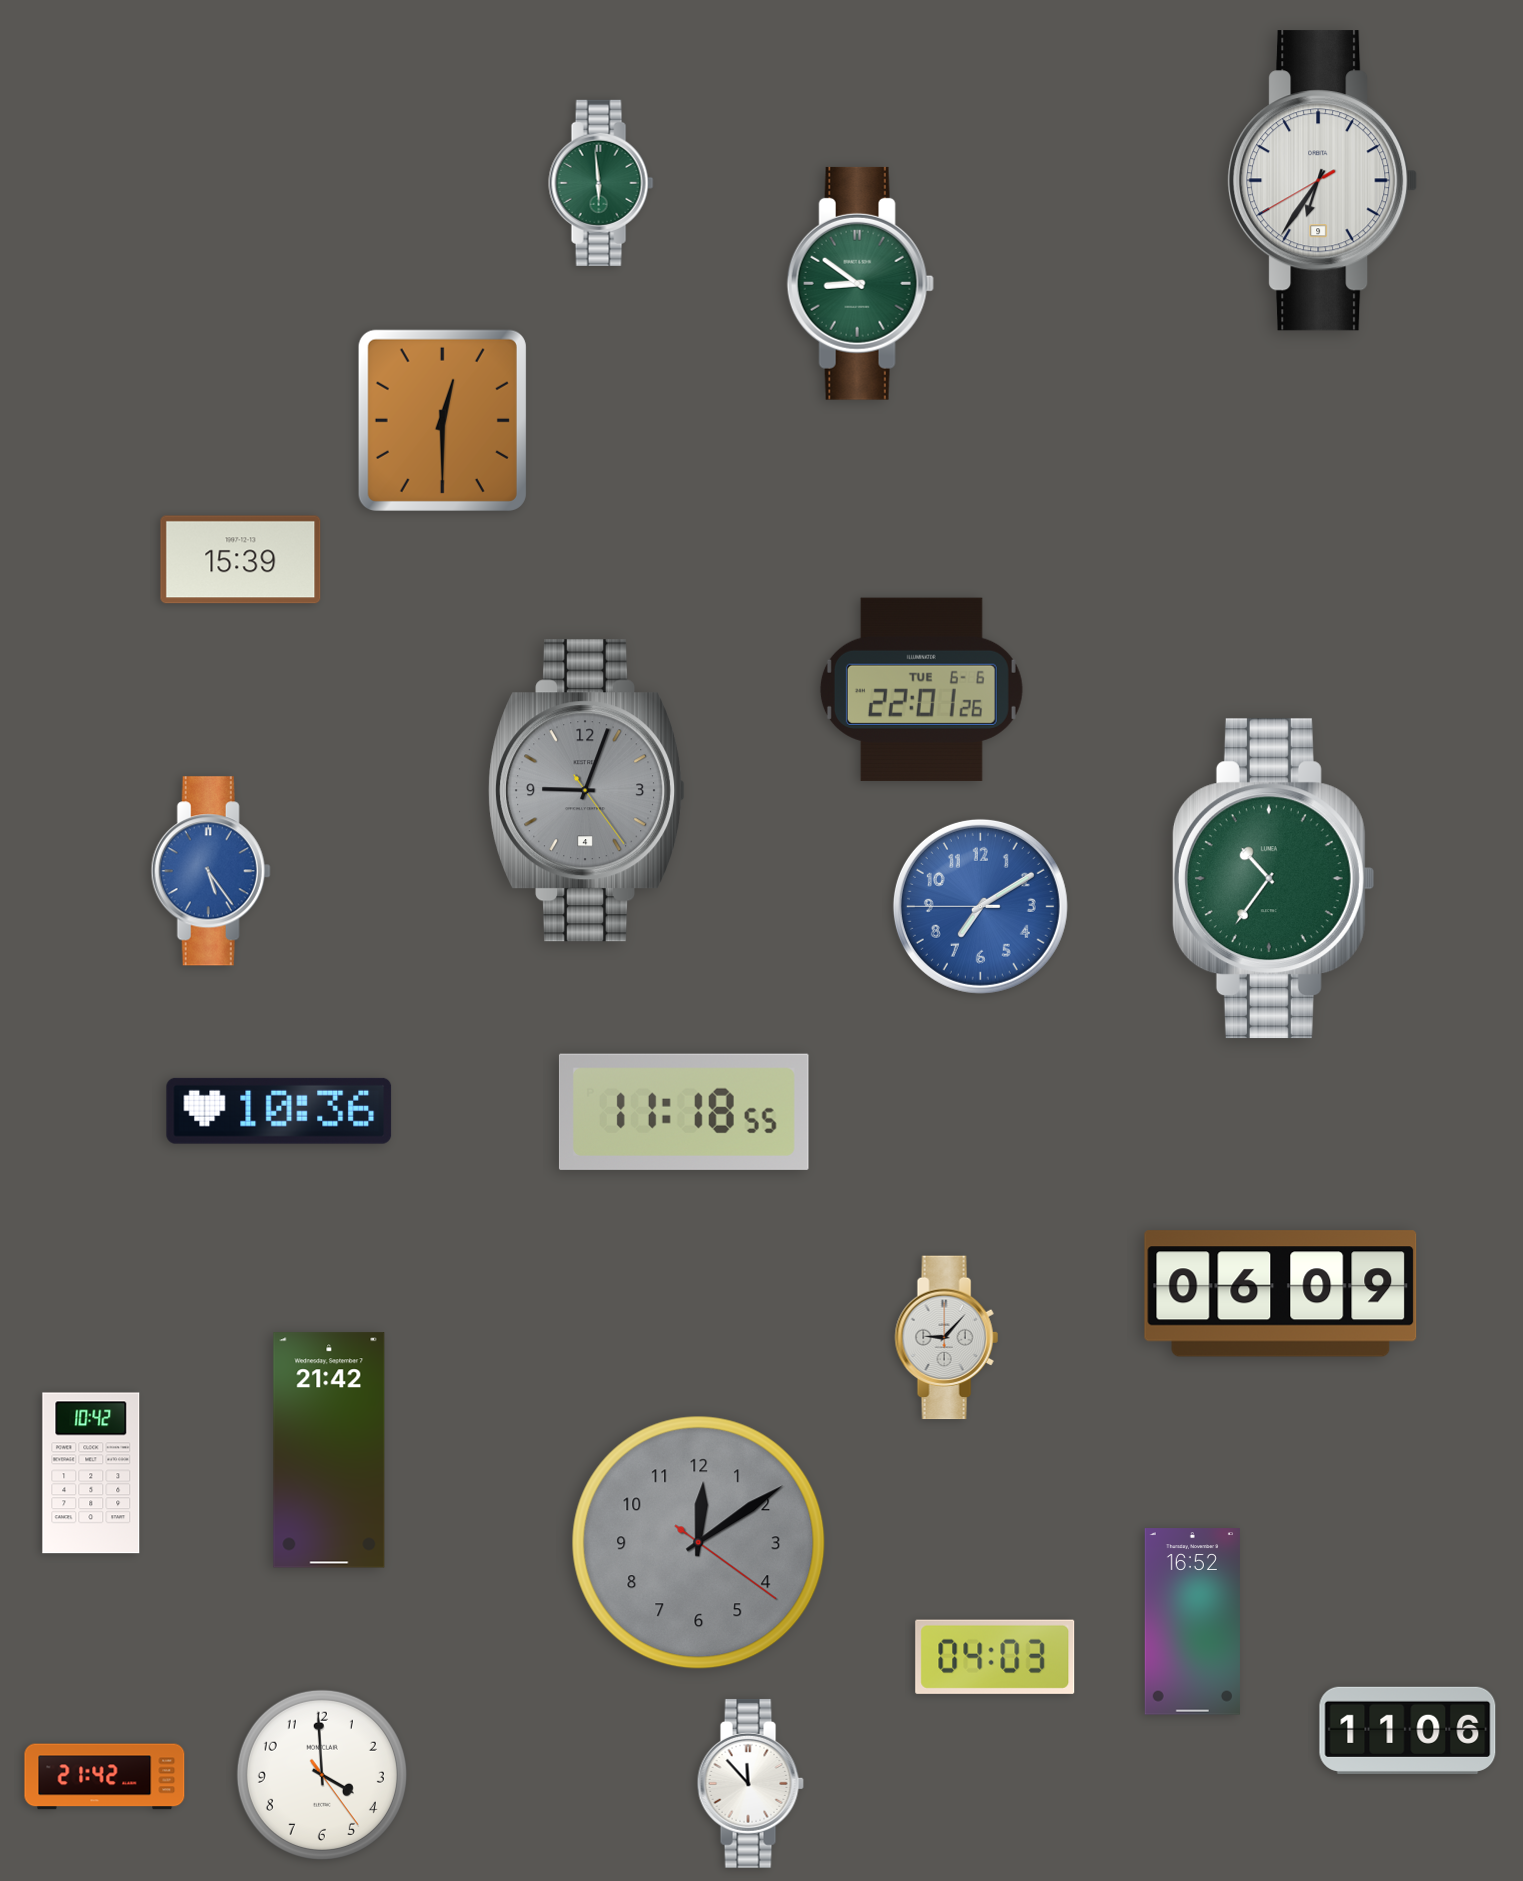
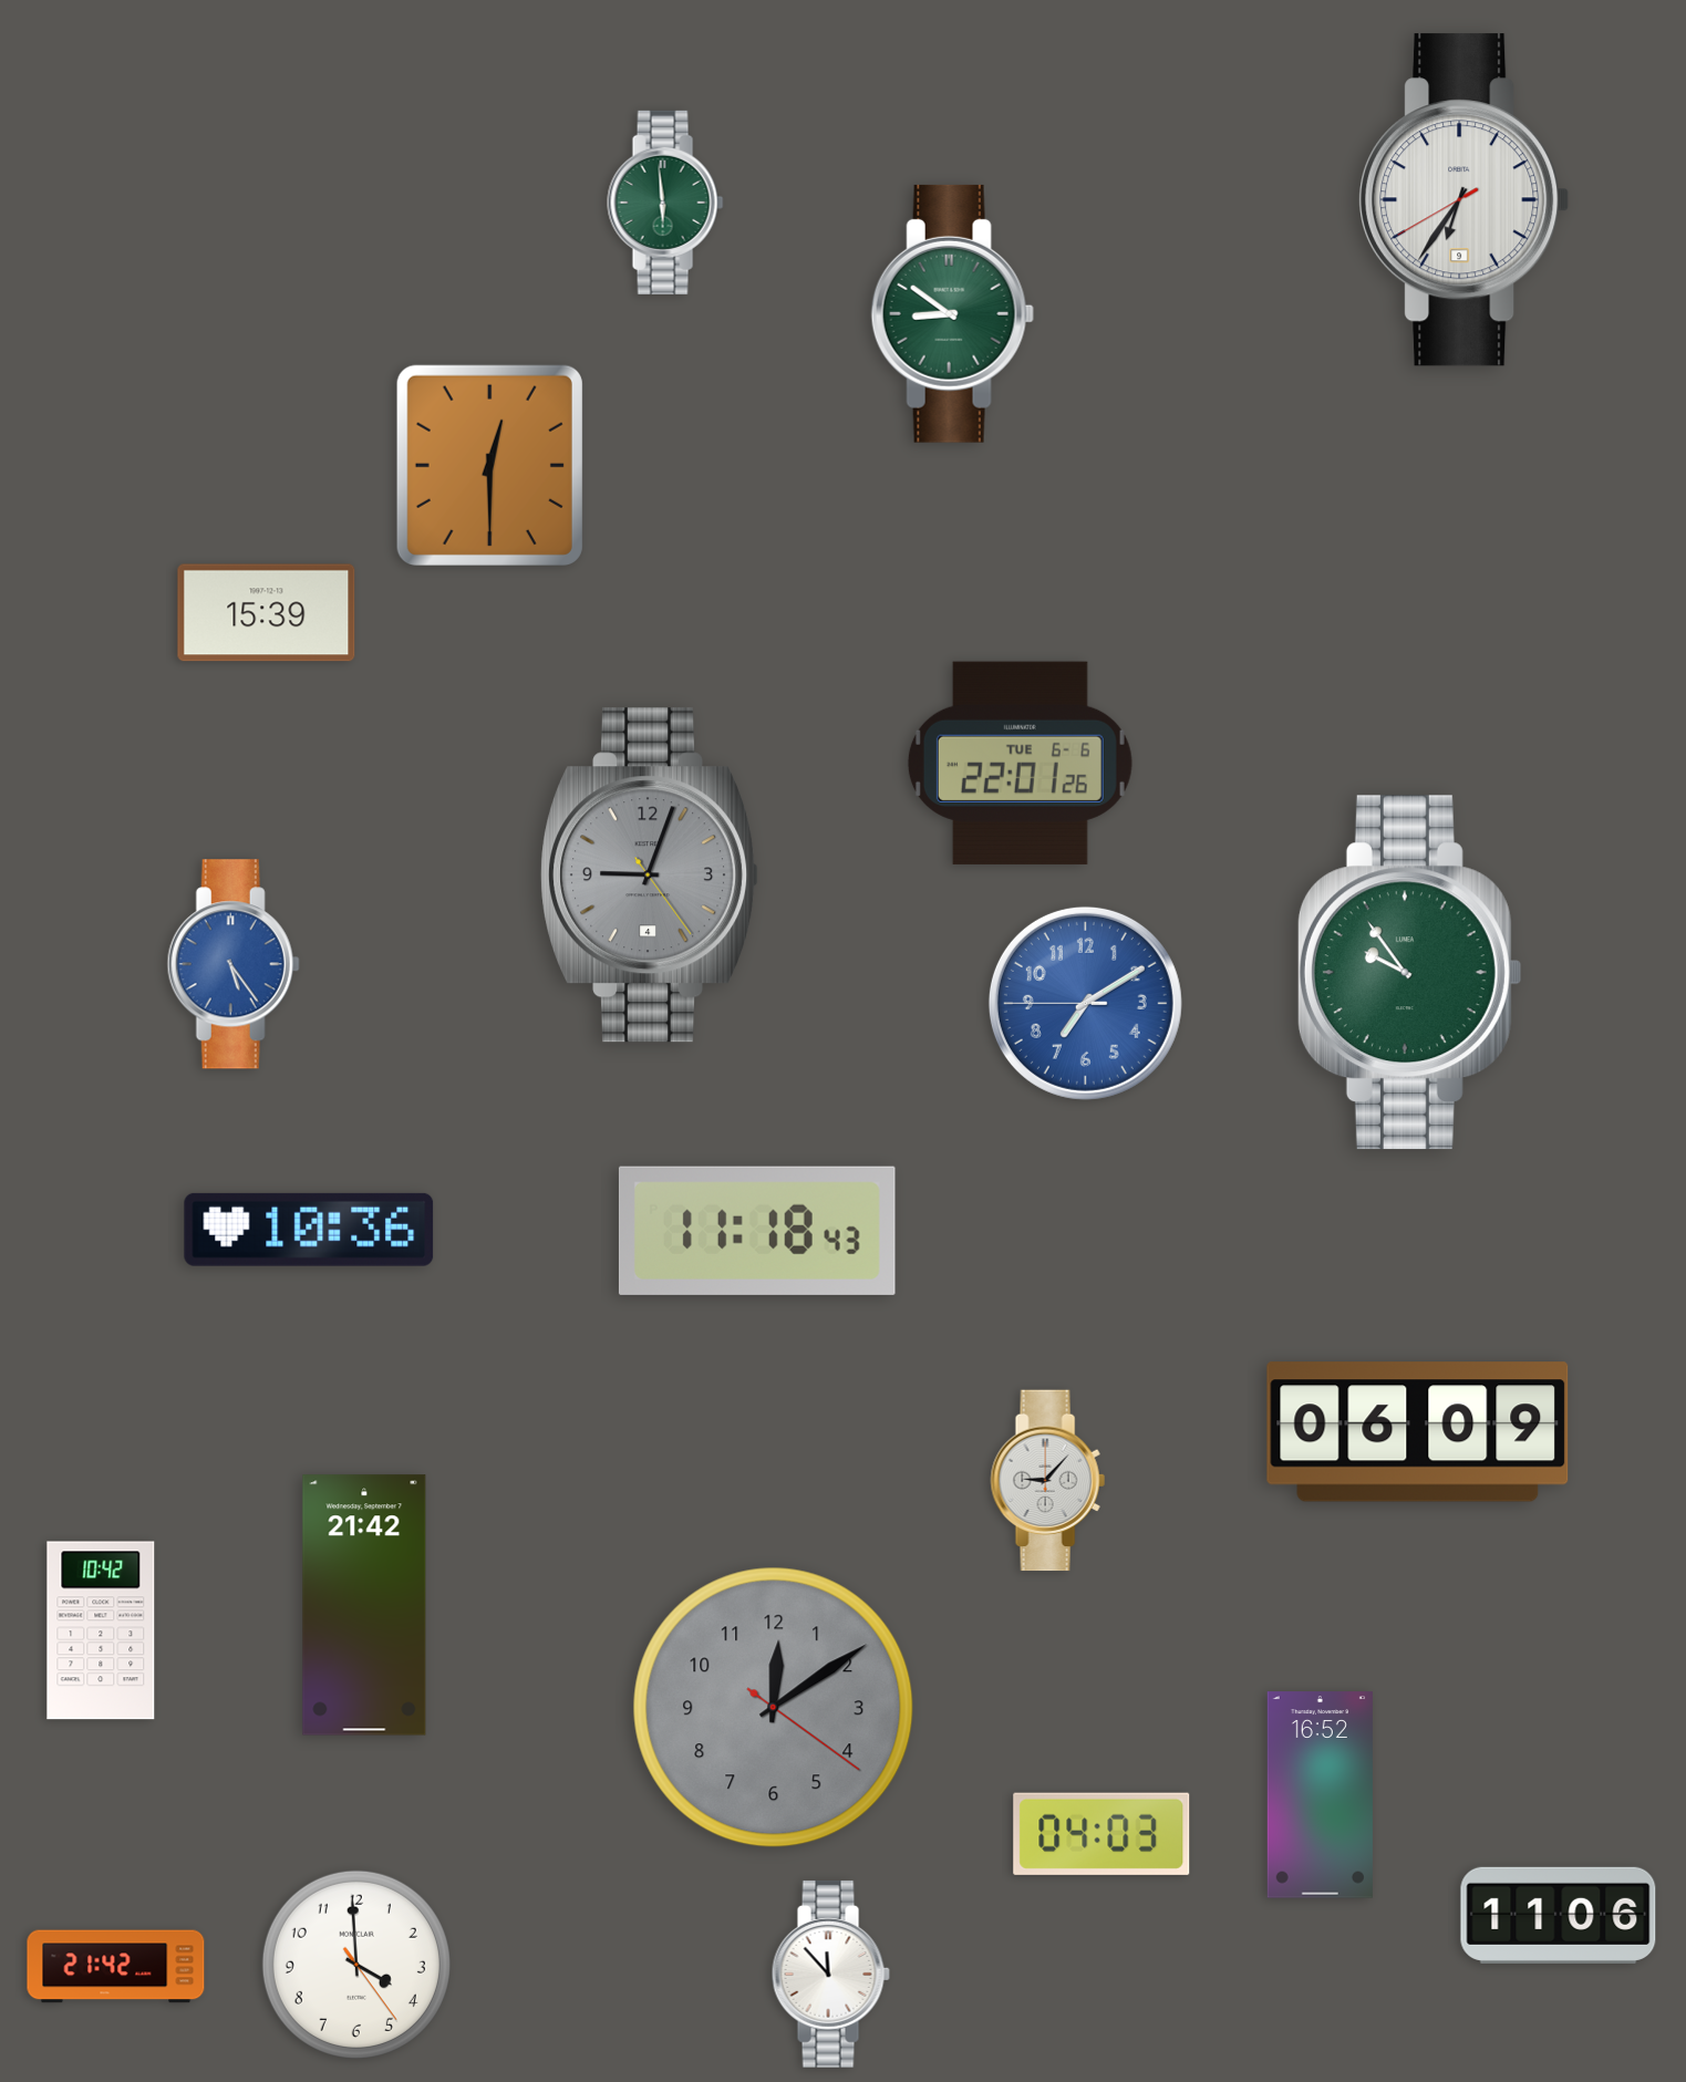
clock at (241, 560) position: (241, 560) -> (267, 613)
clock at (1273, 879): 10:36 -> 9:54
clock at (684, 1112): 11:18:55 -> 11:18:43
